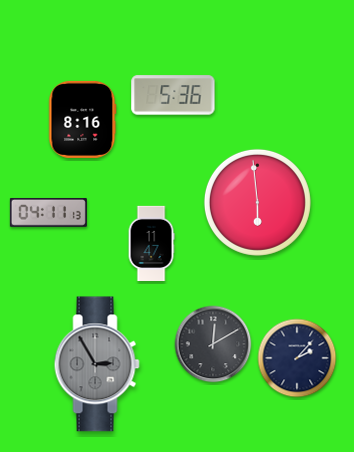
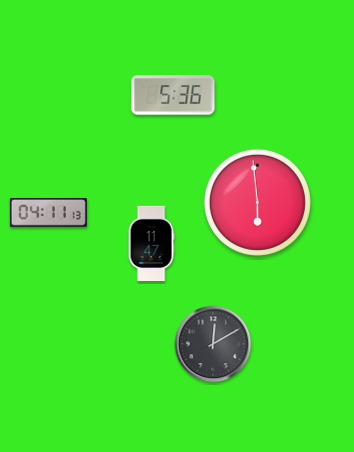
clock at (83, 119): 8:16 -> none
clock at (297, 358): 2:07 -> none
clock at (97, 364): 2:55 -> none
